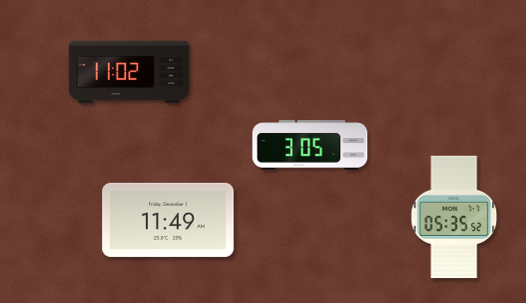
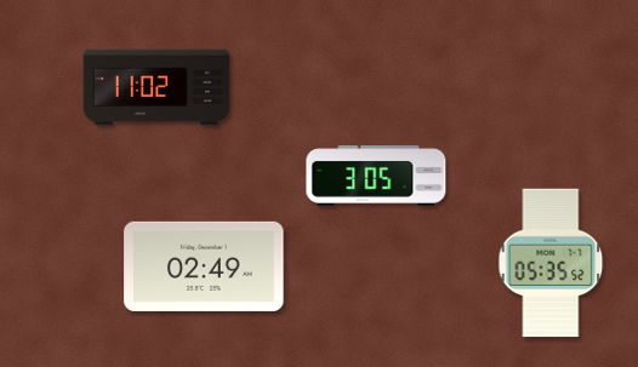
clock at (168, 220): 11:49 -> 02:49
